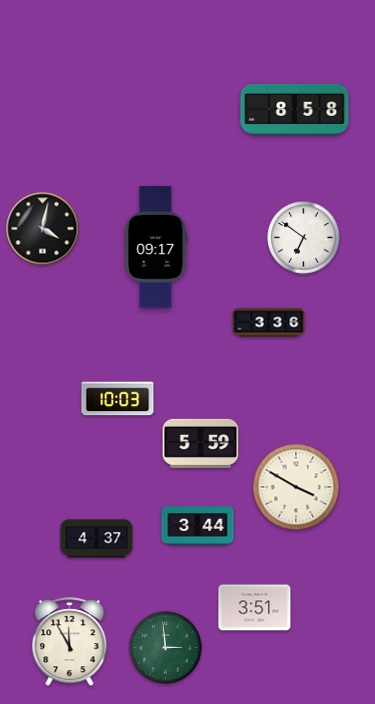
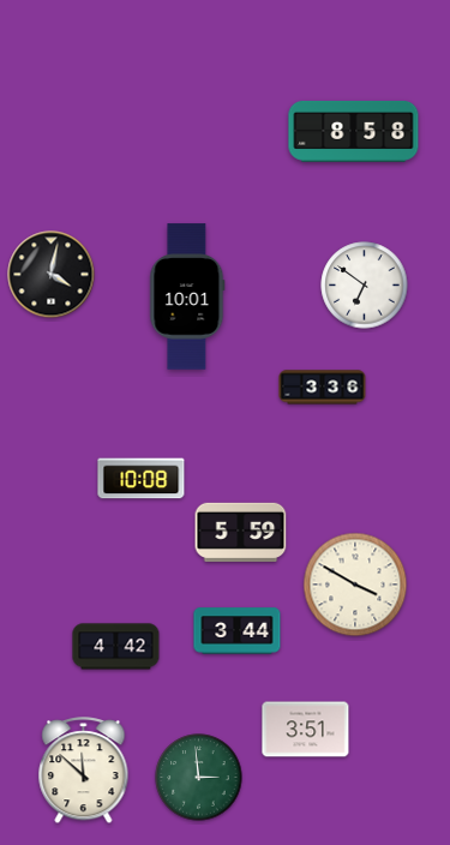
clock at (156, 247): 09:17 -> 10:01
clock at (118, 399): 10:03 -> 10:08
clock at (97, 539): 4:37 -> 4:42
clock at (70, 642): 11:55 -> 11:52
